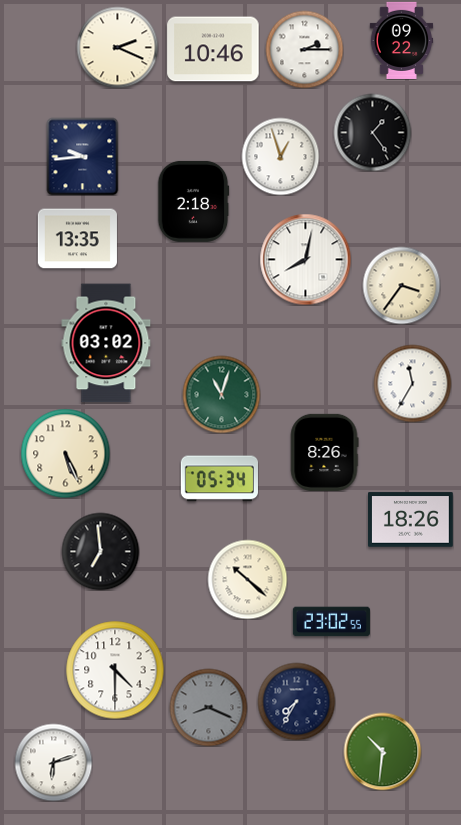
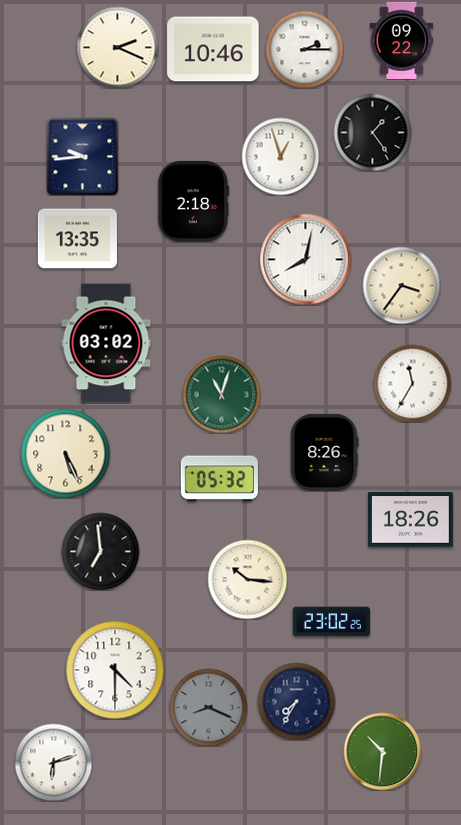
clock at (219, 479): 05:34 -> 05:32
clock at (247, 579): 10:22 -> 10:16
clock at (331, 622): 23:02:55 -> 23:02:25
